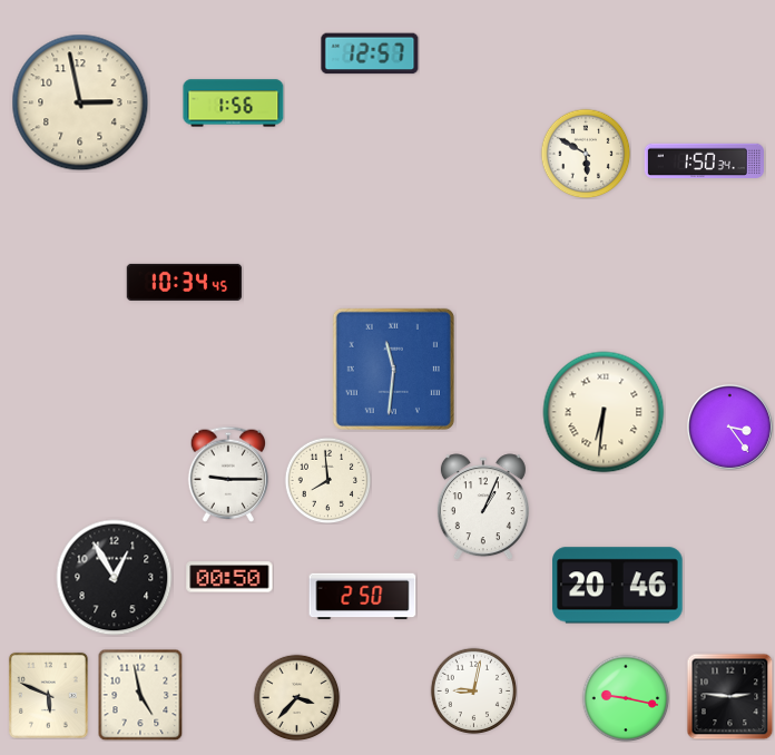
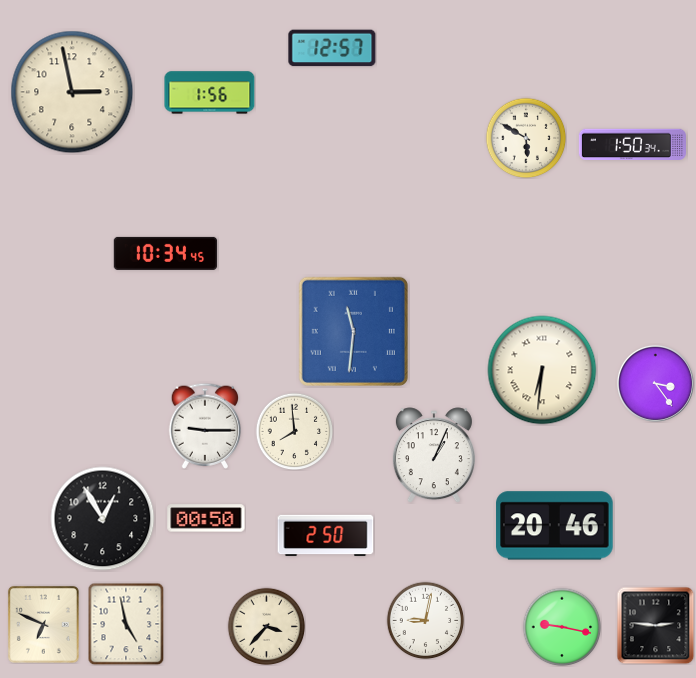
clock at (48, 695): 5:49 -> 6:49
